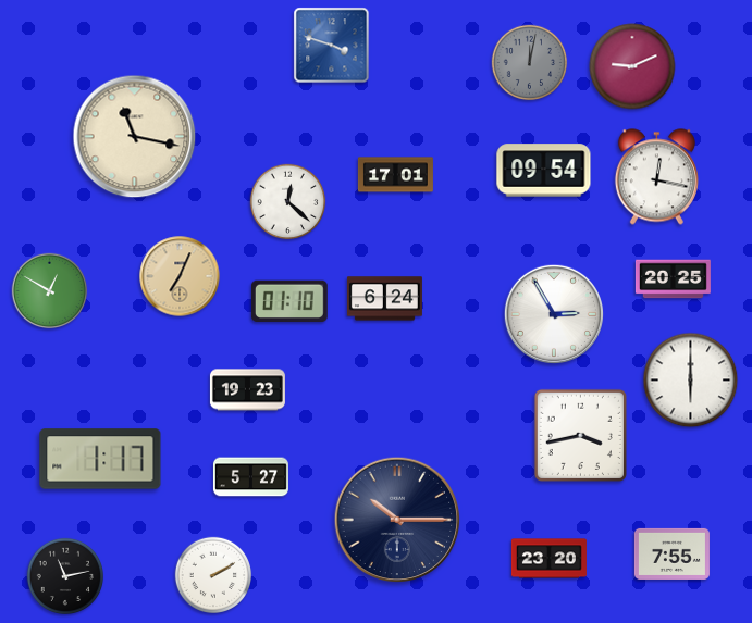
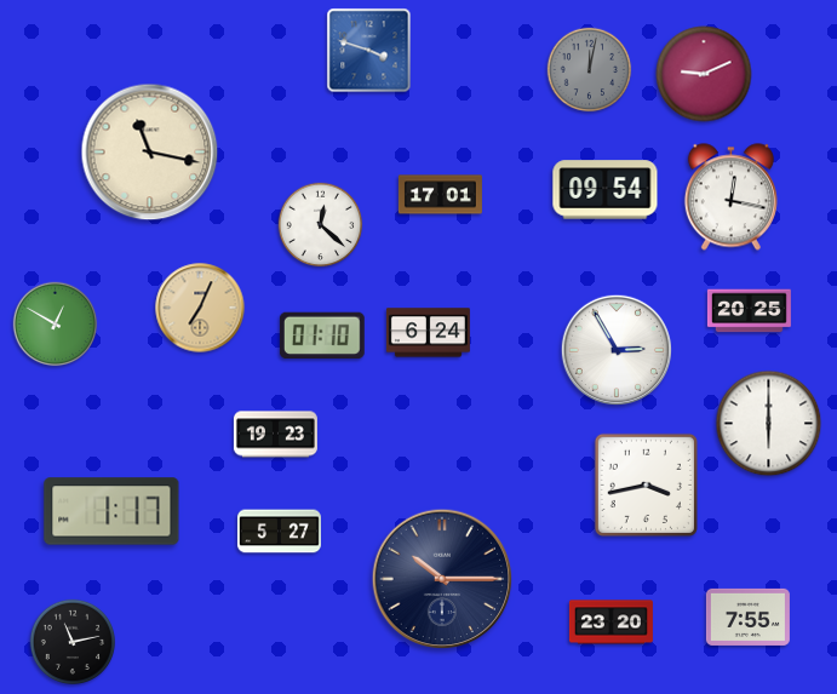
clock at (212, 574): 2:10 -> none
